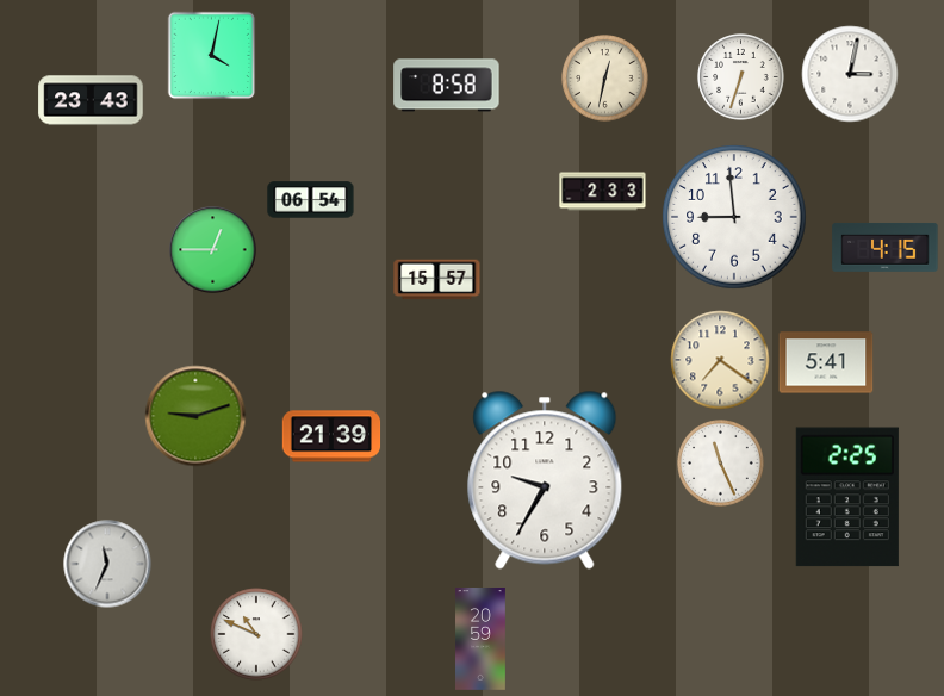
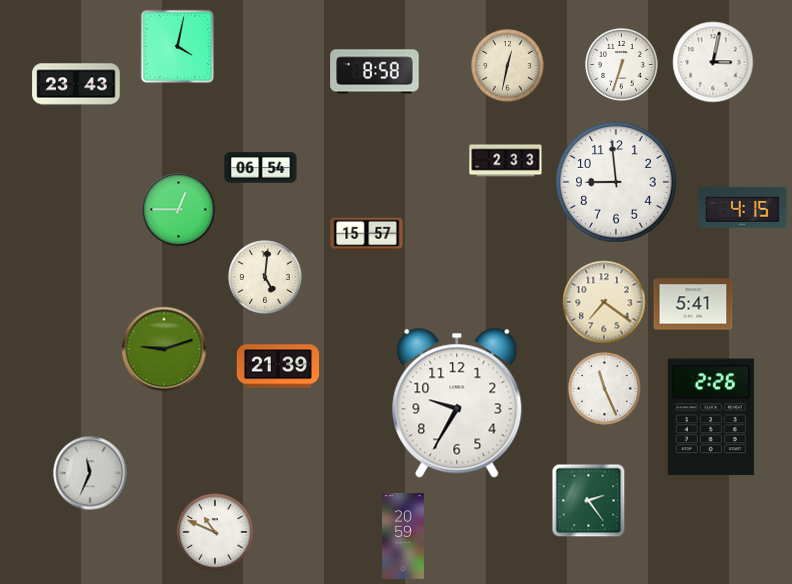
clock at (265, 277): none -> 5:01
clock at (847, 497): 2:25 -> 2:26
clock at (589, 501): none -> 2:24
